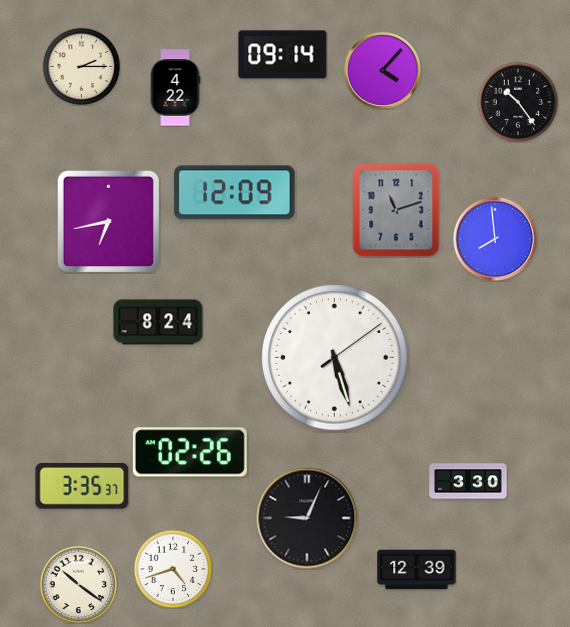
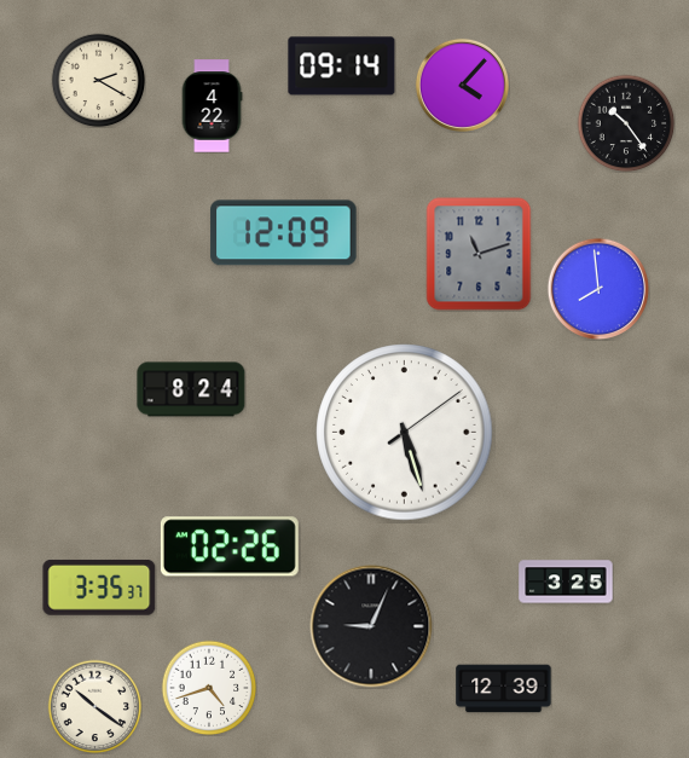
clock at (81, 66): 2:15 -> 2:20
clock at (108, 221): 6:43 -> none
clock at (468, 481): 3:30 -> 3:25
